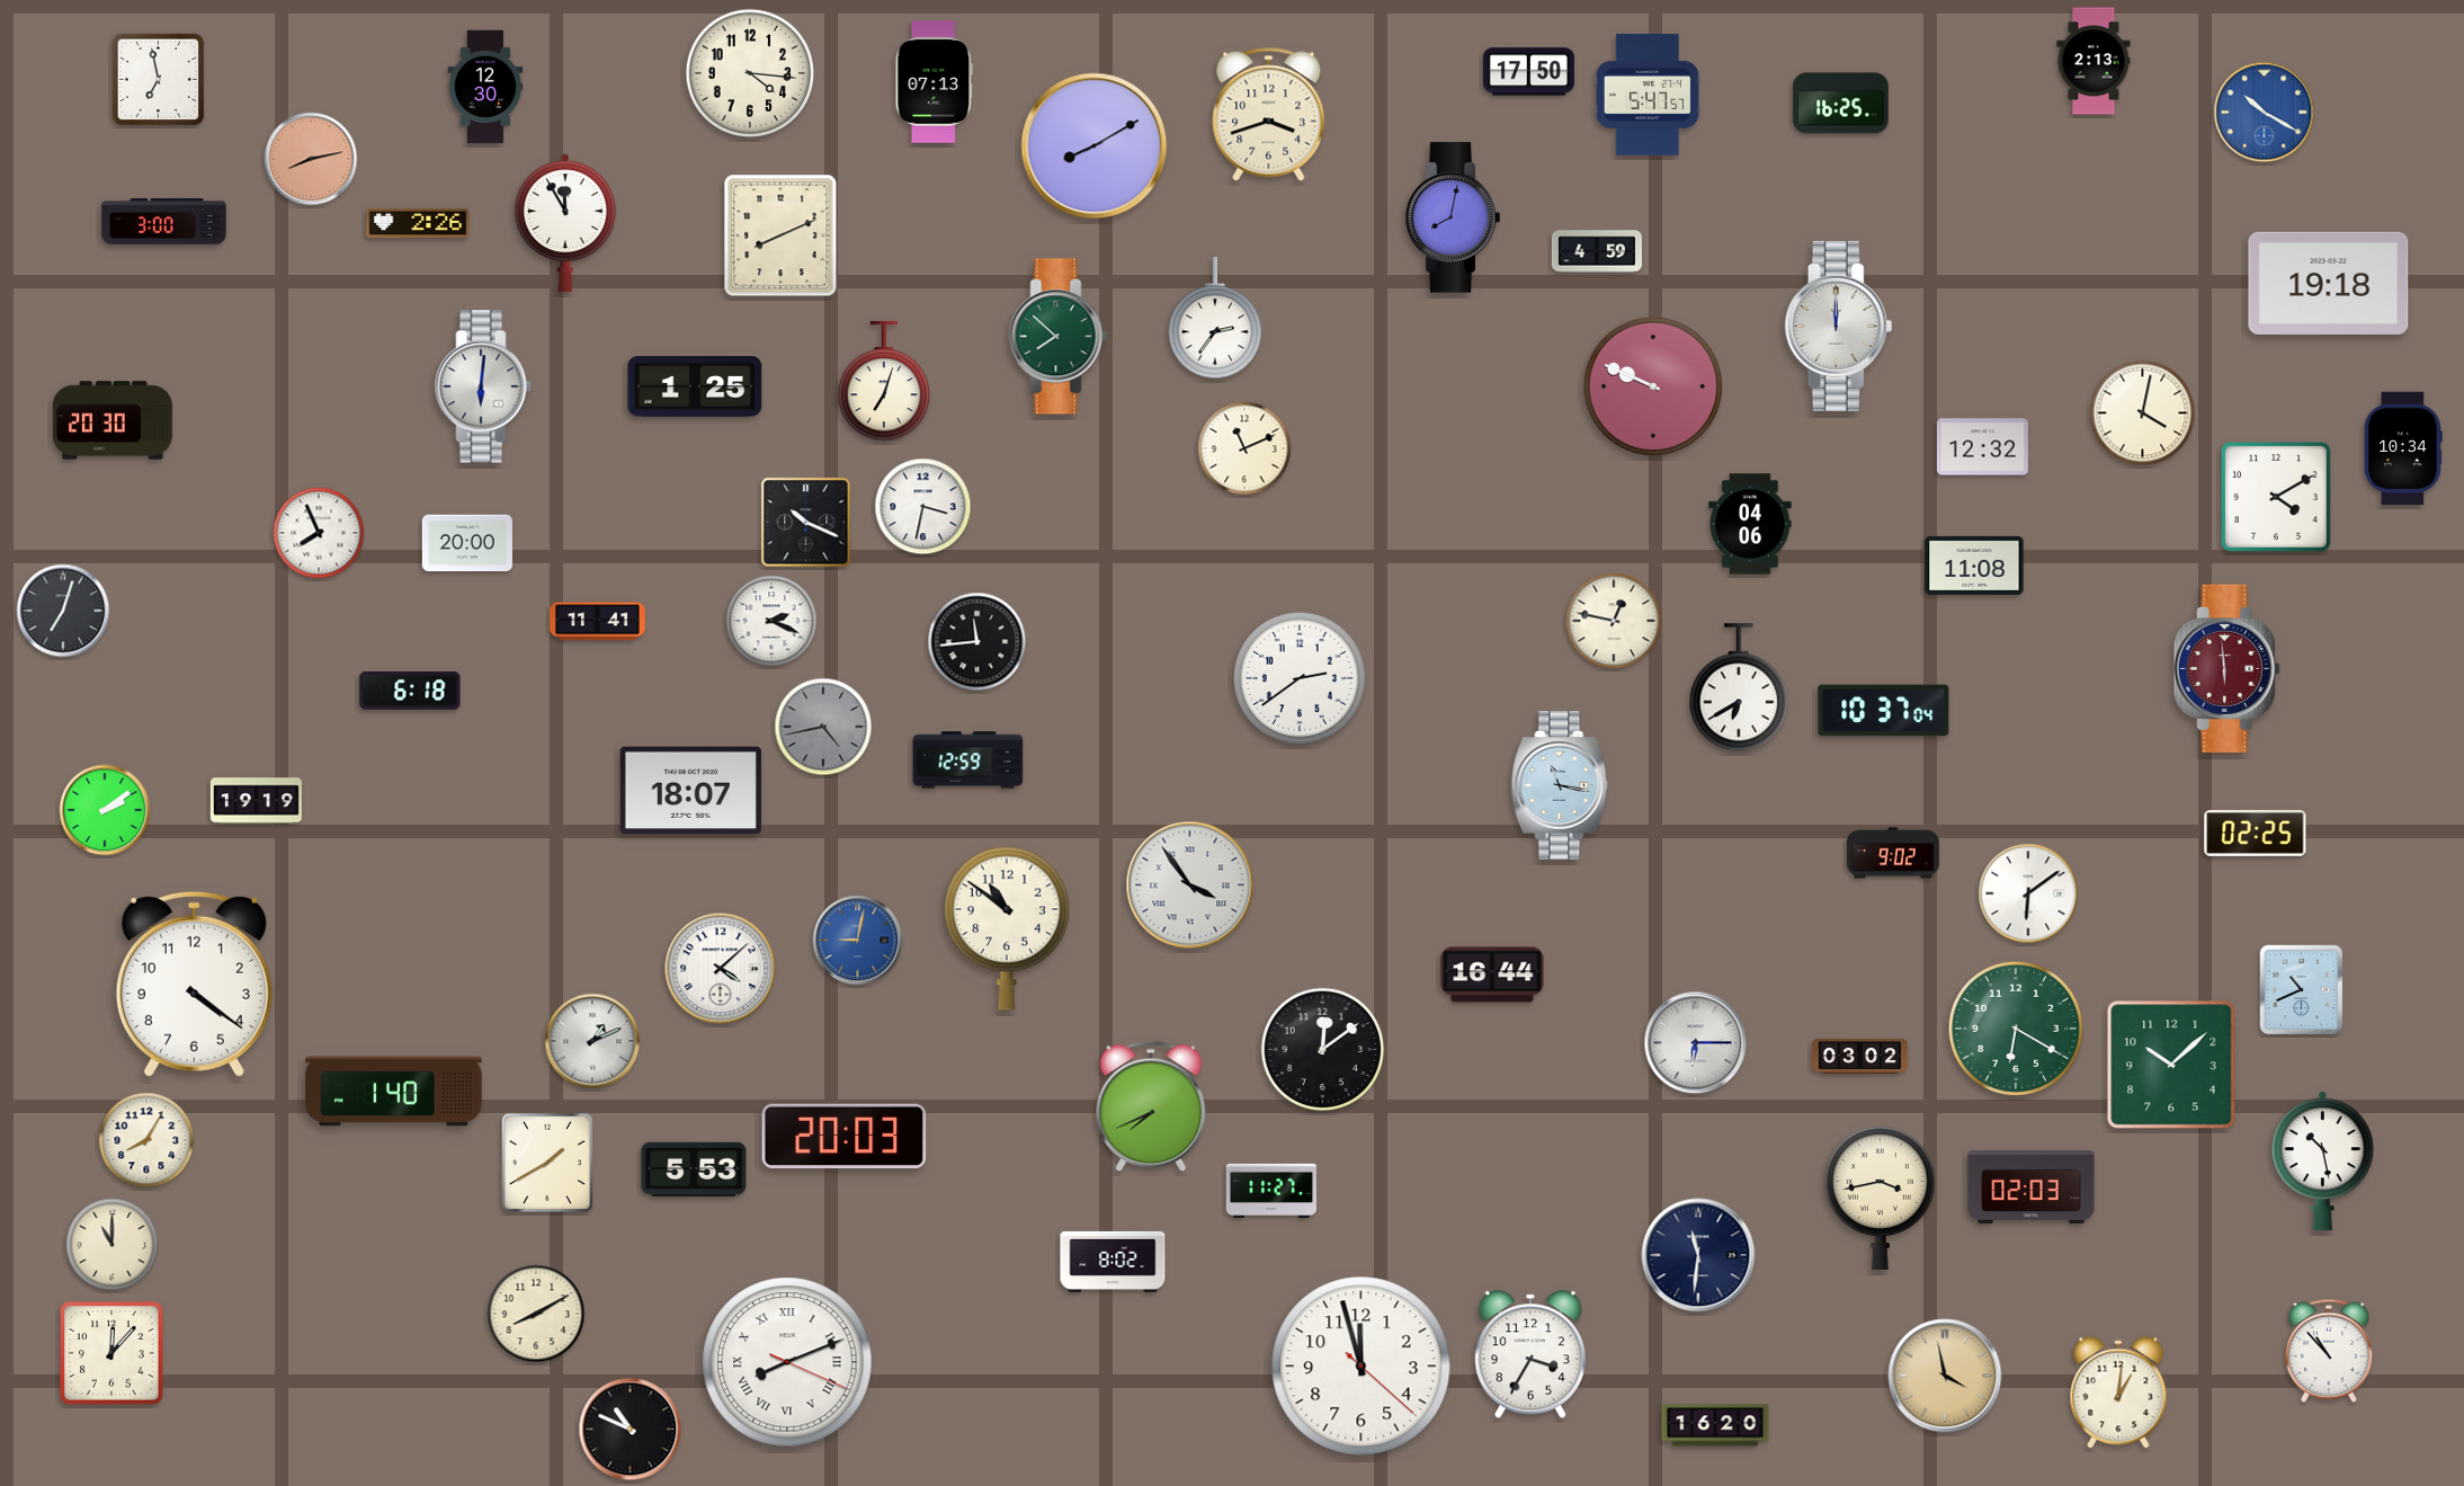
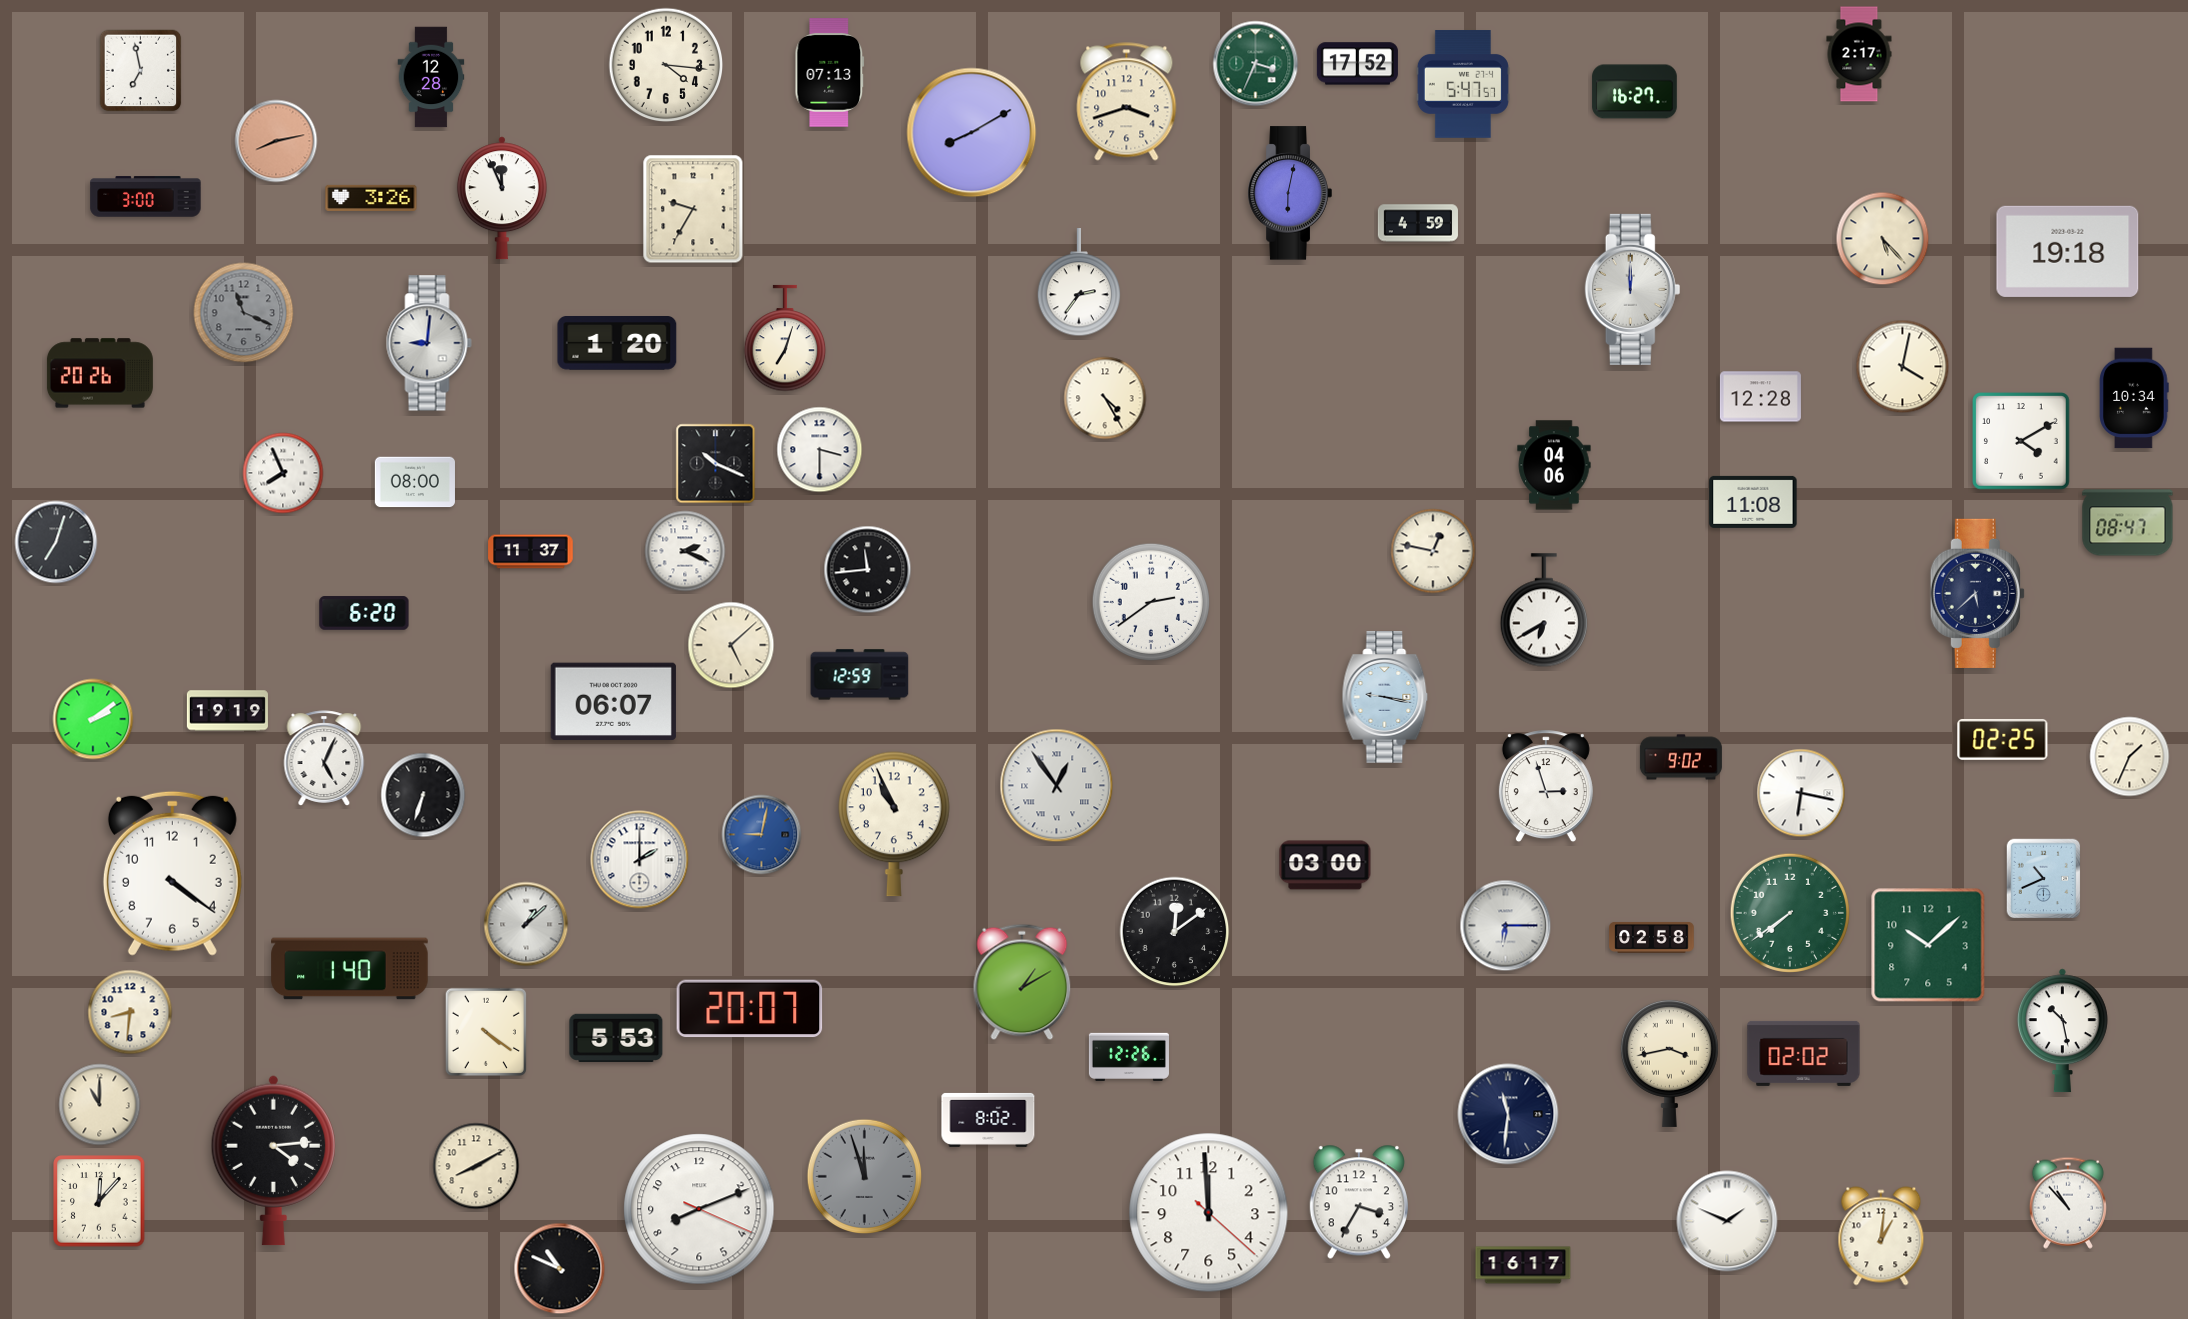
clock at (2093, 61): 2:13 -> 2:17
clock at (1256, 64): none -> 3:34
clock at (1528, 72): 17:50 -> 17:52
clock at (485, 87): 12:30 -> 12:28
clock at (1841, 104): 16:25 -> 16:27
clock at (2265, 113): 10:20 -> none
clock at (1095, 146) position: (1095, 146) -> (972, 133)
clock at (1453, 217): 8:02 -> 6:02
clock at (418, 223): 2:26 -> 3:26
clock at (565, 223): 11:55 -> 11:56
clock at (780, 235): 8:11 -> 9:35
clock at (1883, 239): none -> 5:23
clock at (1059, 337): 7:52 -> none
clock at (244, 313): none -> 11:19
clock at (483, 386): 6:01 -> 9:01
clock at (1653, 386): 9:49 -> none
clock at (695, 388): 1:25 -> 1:20
clock at (113, 420): 20:30 -> 20:26
clock at (1982, 447): 12:32 -> 12:28
clock at (1244, 448): 11:11 -> 4:25
clock at (923, 507): 3:32 -> 3:30
clock at (467, 543): 20:00 -> 08:00
clock at (2128, 523): none -> 08:47
clock at (598, 622): 11:41 -> 11:37
clock at (2226, 668): 5:59 -> 5:38
clock at (2226, 668) dial: burgundy -> navy
clock at (1298, 677) position: (1298, 677) -> (1150, 601)
clock at (410, 691): 6:18 -> 6:20
clock at (1884, 711): 10:37 -> none
clock at (823, 727): 4:43 -> 5:08
clock at (823, 727) dial: grey -> cream
clock at (1560, 785): 11:17 -> 9:17
clock at (690, 791): 18:07 -> 06:07
clock at (2130, 757): none -> 1:34
clock at (324, 758): none -> 5:04
clock at (1190, 886): 3:54 -> 12:54
clock at (1546, 787): none -> 2:57
clock at (2028, 893): 6:09 -> 6:17
clock at (423, 795): none -> 6:33
clock at (1008, 928): 10:51 -> 10:56
clock at (721, 969): 4:08 -> 2:00
clock at (1492, 975): 16:44 -> 03:00
clock at (2016, 1029): 6:20 -> 7:39
clock at (592, 1041): 1:11 -> 1:08
clock at (1860, 1056): 03:02 -> 02:58
clock at (1151, 1106): 7:41 -> 1:10
clock at (845, 1137): 20:03 -> 20:07
clock at (146, 1140): 8:05 -> 8:31
clock at (547, 1163): 1:40 -> 4:21
clock at (2032, 1186): 02:03 -> 02:02
clock at (1271, 1190): 11:27 -> 12:26
clock at (273, 1161): none -> 4:14
clock at (865, 1177): none -> 11:57
clock at (2329, 1351) position: (2329, 1351) -> (2068, 1203)
clock at (787, 1362) numerals: Roman -> Arabic
clock at (1362, 1367): 11:57 -> 11:59
clock at (1945, 1376): 3:58 -> 1:49
clock at (1945, 1376) dial: champagne -> white
clock at (1715, 1425): 16:20 -> 16:17
